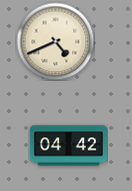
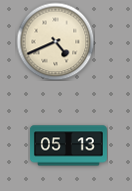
clock at (68, 146): 04:42 -> 05:13
